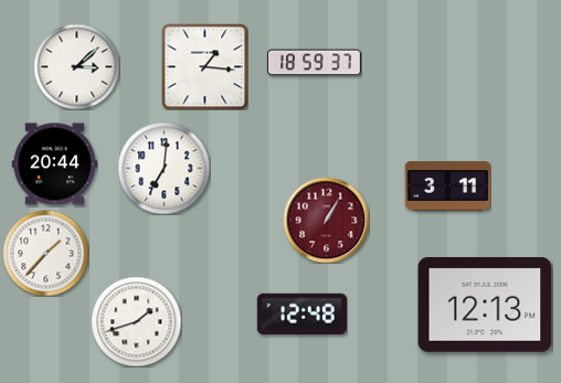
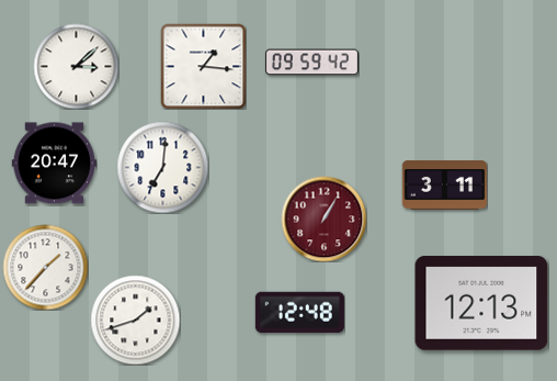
clock at (314, 63): 18:59 -> 09:59
clock at (54, 164): 20:44 -> 20:47
clock at (45, 253) position: (45, 253) -> (45, 267)
